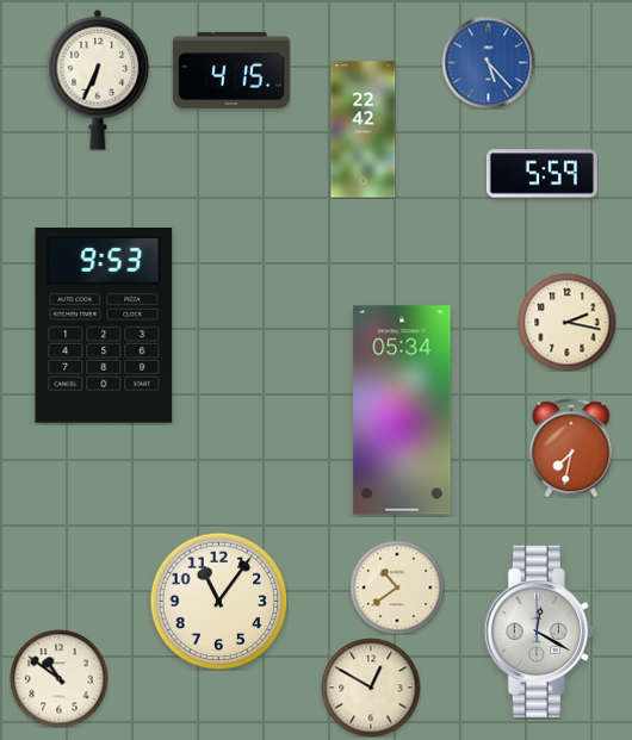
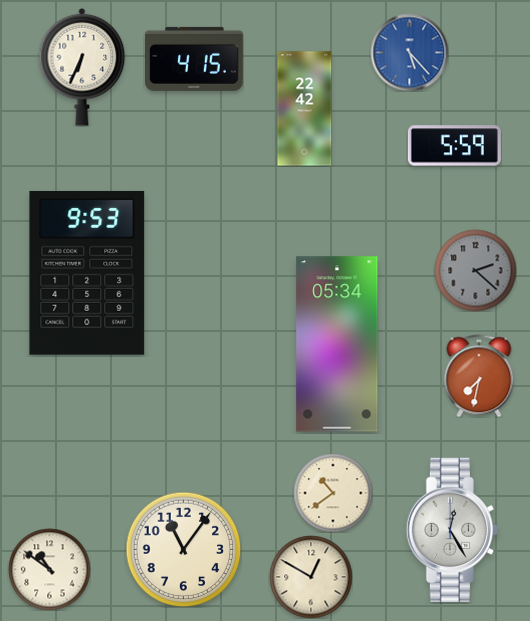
clock at (566, 322): 2:17 -> 2:22
clock at (566, 322) dial: cream -> grey
clock at (218, 601) position: (218, 601) -> (183, 549)
clock at (538, 632): 12:20 -> 12:25
